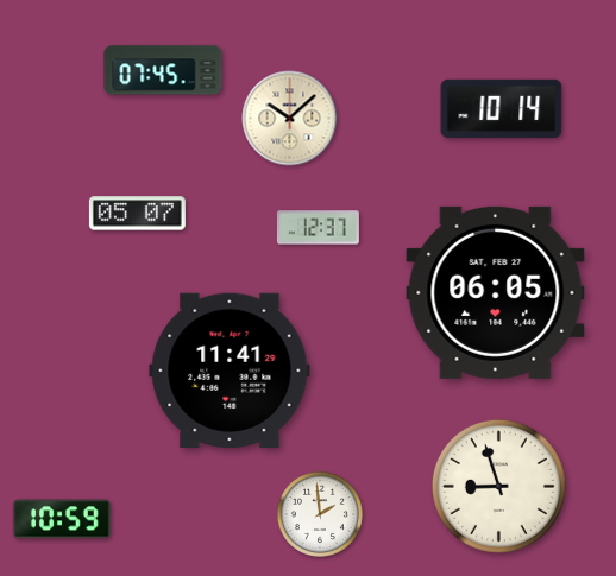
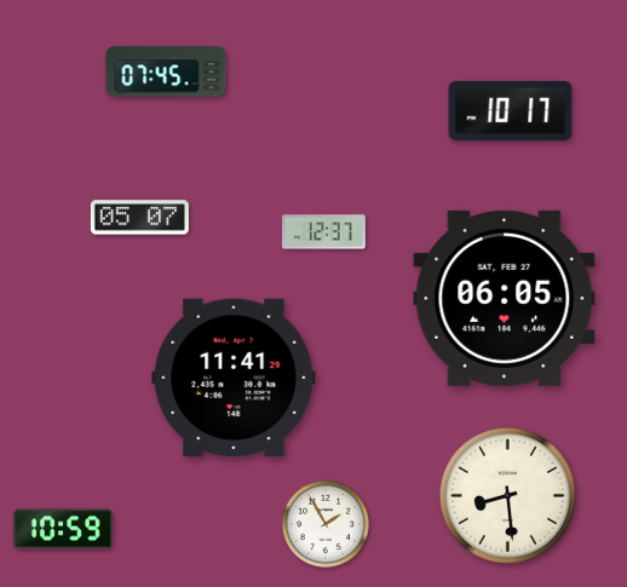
clock at (502, 108): 10:14 -> 10:17
clock at (290, 119): 10:08 -> none
clock at (498, 486): 8:57 -> 8:29
clock at (320, 514): 1:59 -> 1:55
